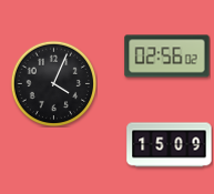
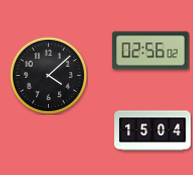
clock at (53, 83): 4:04 -> 4:08
clock at (170, 145): 15:09 -> 15:04
